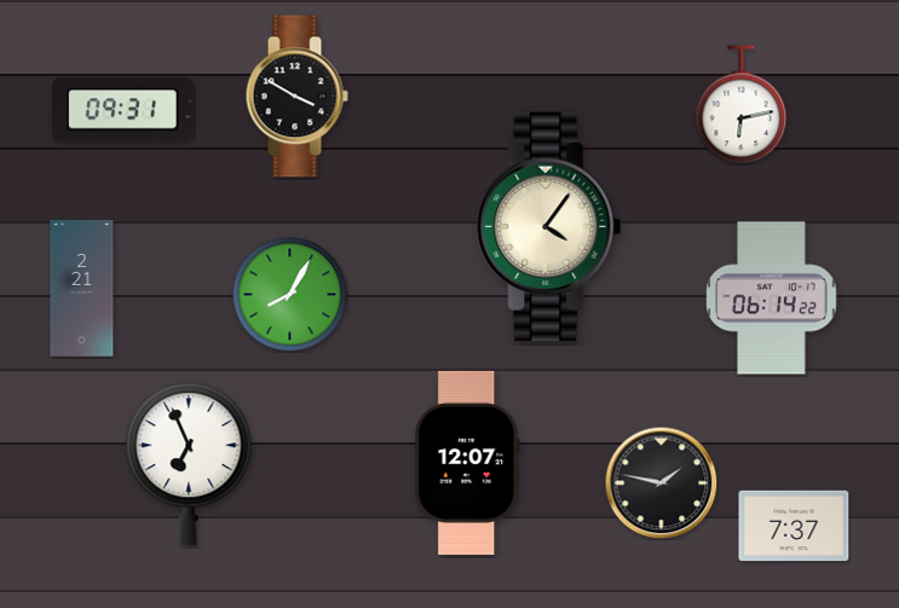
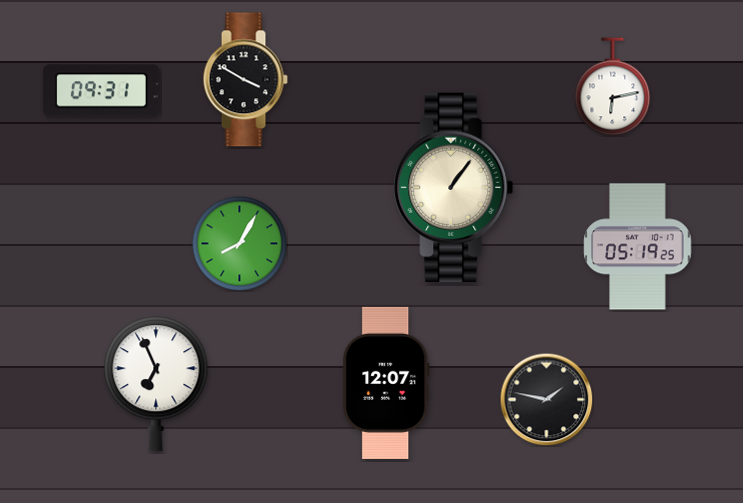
clock at (549, 226): 4:06 -> 1:06
clock at (82, 289): 2:21 -> none
clock at (772, 299): 06:14 -> 05:19
clock at (794, 526): 7:37 -> none
